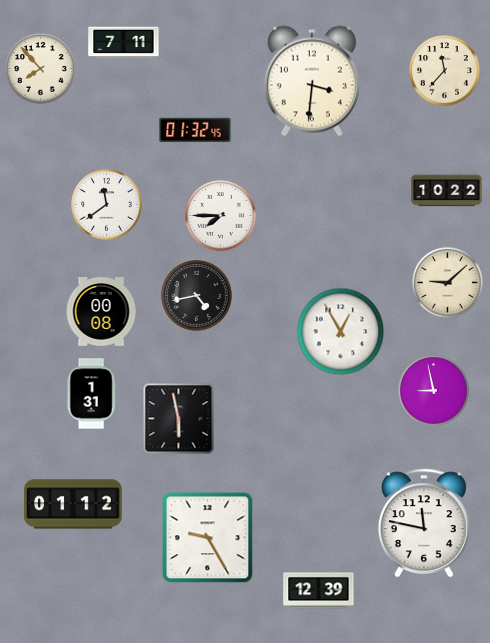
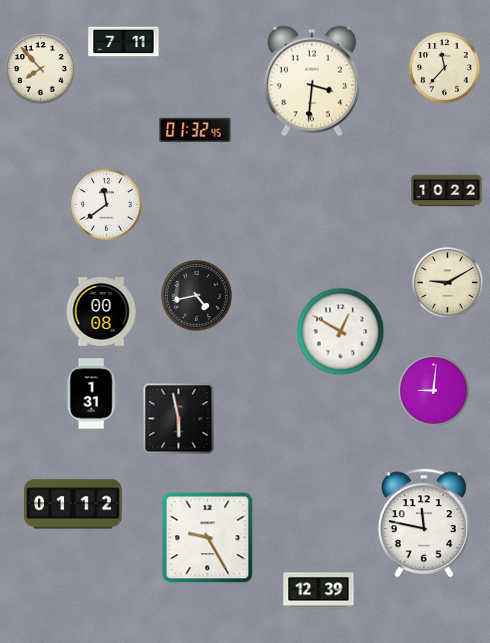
clock at (445, 71) position: (445, 71) -> (445, 68)
clock at (221, 216): 7:45 -> none
clock at (448, 283): 9:08 -> 9:10
clock at (341, 332): 12:55 -> 12:50
clock at (434, 391): 8:58 -> 9:01
